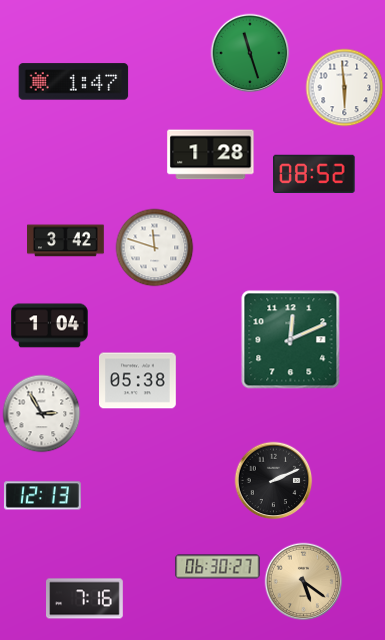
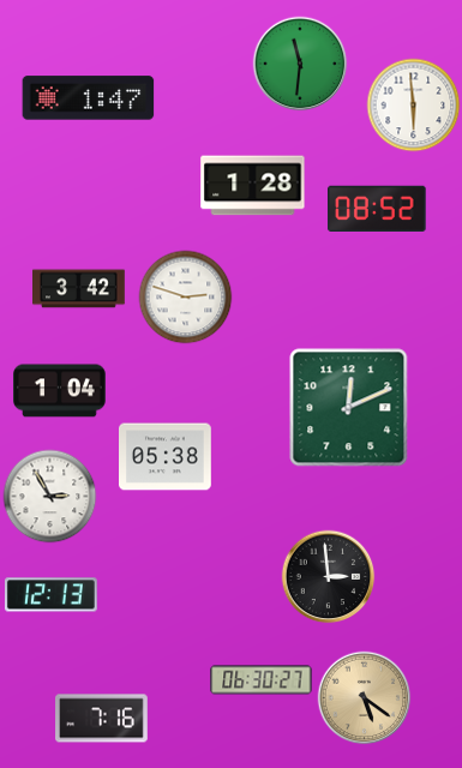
clock at (250, 53): 11:27 -> 11:31
clock at (154, 247): 11:48 -> 2:48
clock at (273, 480): 2:11 -> 2:59
